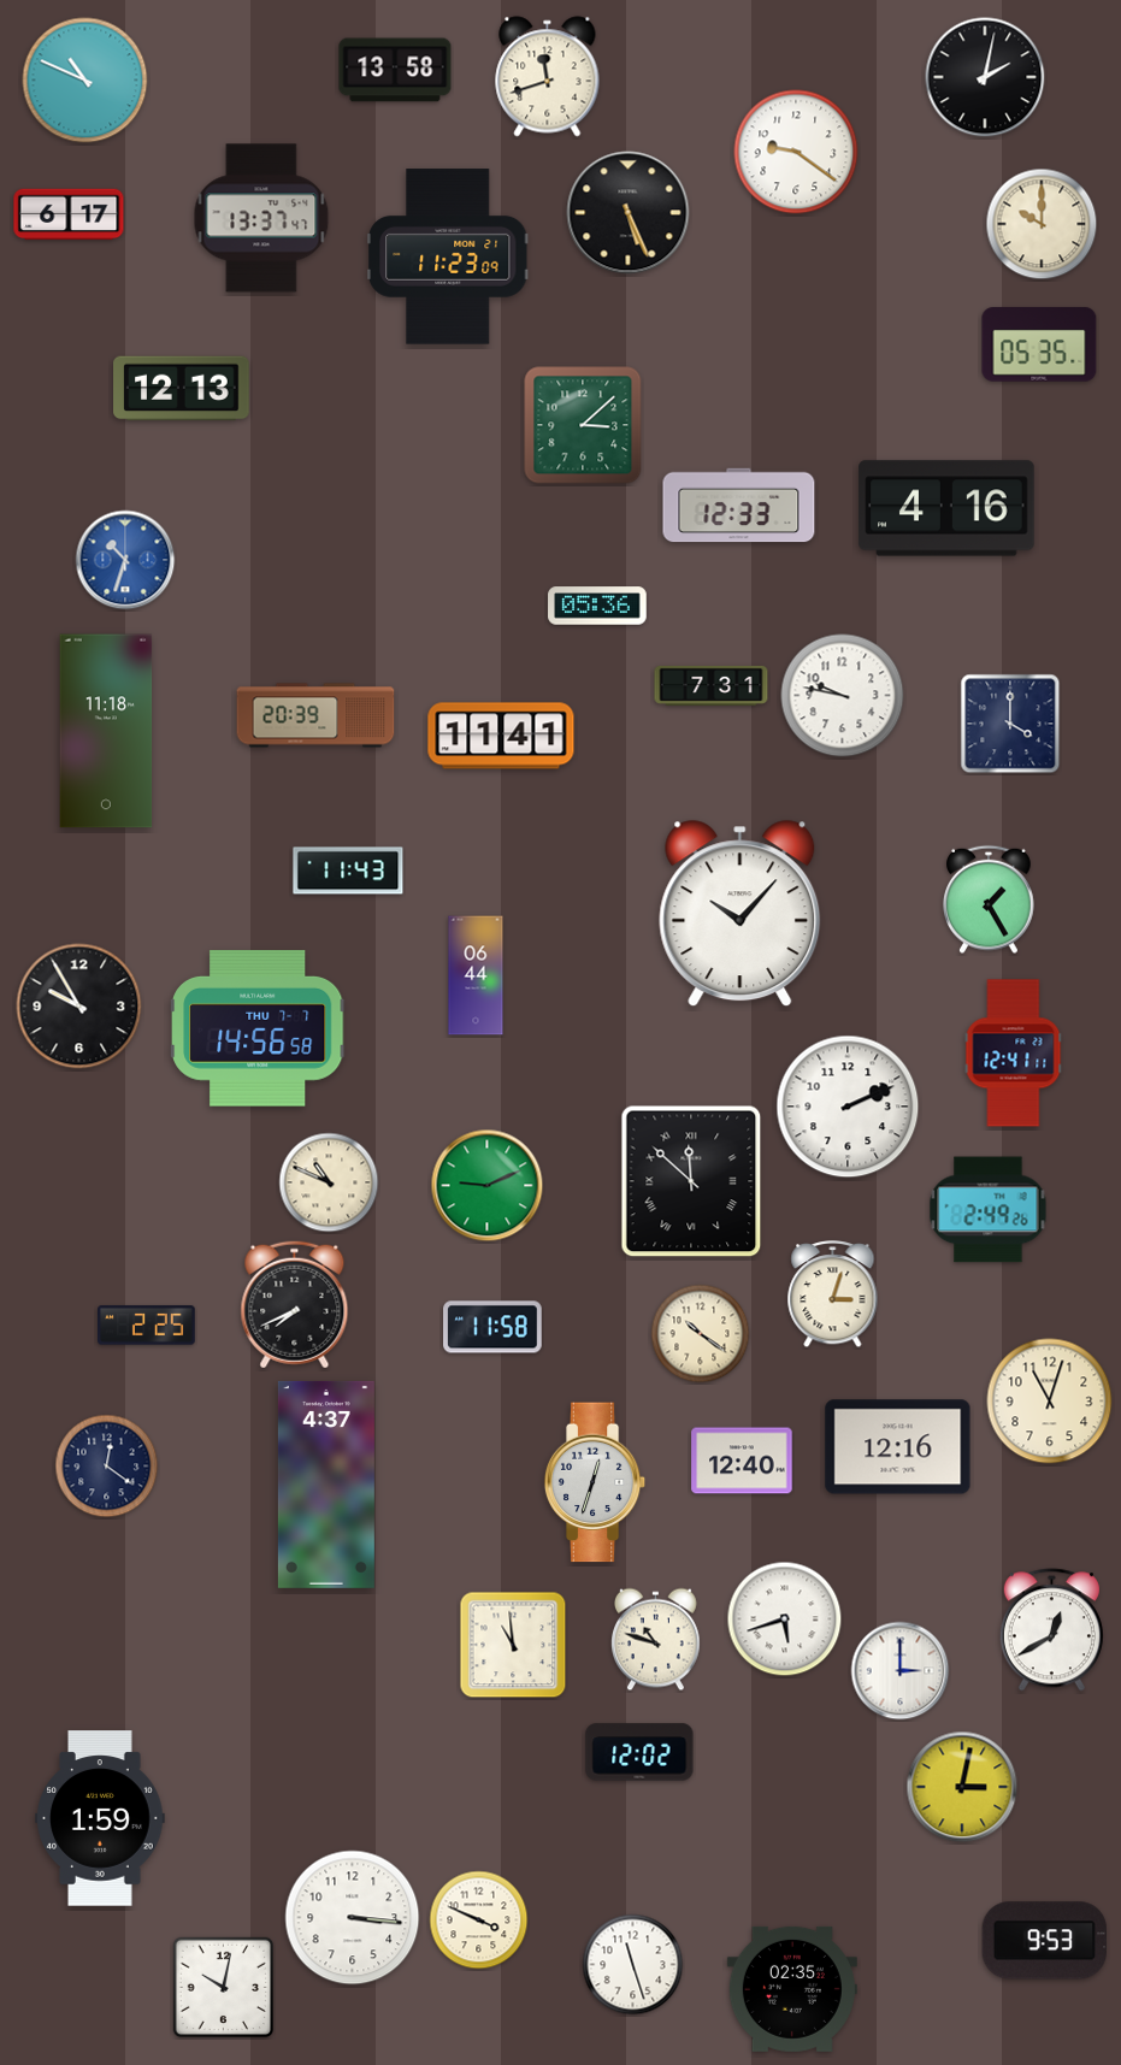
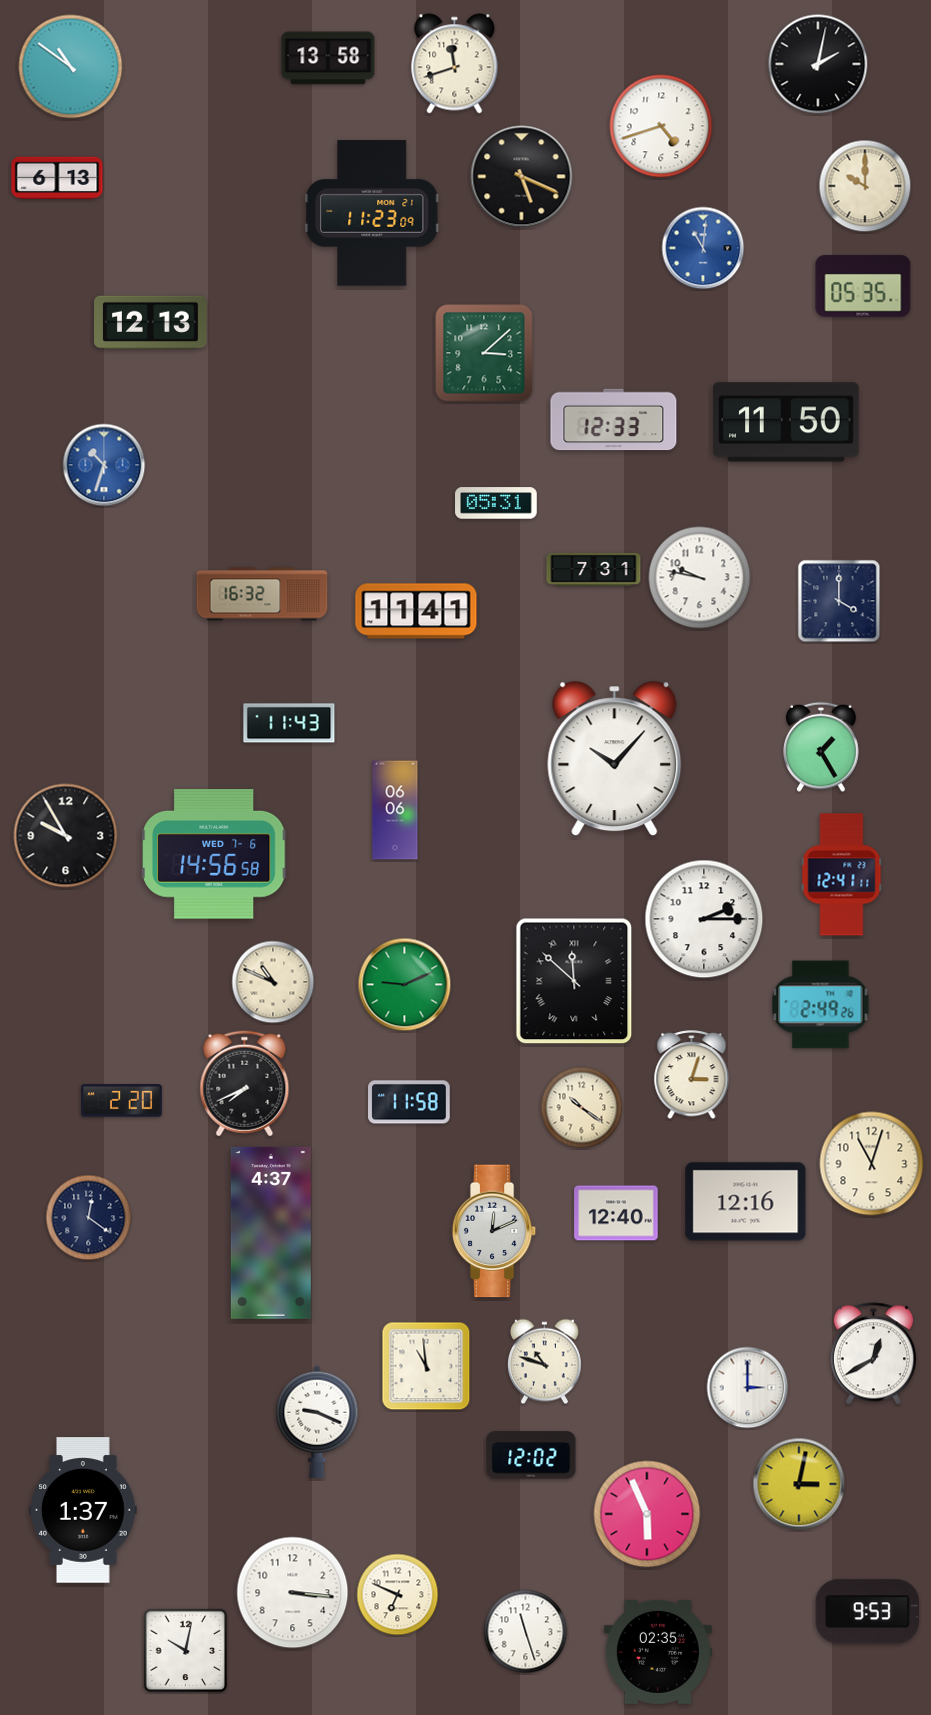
clock at (85, 81): 10:49 -> 10:51
clock at (796, 152): 9:21 -> 4:42
clock at (629, 213): 5:26 -> 5:19
clock at (69, 214): 6:17 -> 6:13
clock at (261, 218): 13:37 -> none
clock at (703, 248): none -> 11:01
clock at (946, 508): 4:16 -> 11:50
clock at (597, 606): 05:36 -> 05:31
clock at (712, 685) position: (712, 685) -> (594, 569)
clock at (315, 715): 20:39 -> 16:32
clock at (106, 731): 11:18 -> none
clock at (476, 975): 06:44 -> 06:06
clock at (258, 1029) date: THU 7-7 -> WED 7-6
clock at (848, 1107): 2:11 -> 2:15
clock at (147, 1326): 2:25 -> 2:20
clock at (595, 1482): 12:33 -> 12:11
clock at (785, 1619): 5:42 -> none
clock at (317, 1422): none -> 9:19
clock at (100, 1818): 1:59 -> 1:37
clock at (647, 1514): none -> 5:56
clock at (479, 1921): 3:49 -> 6:49
